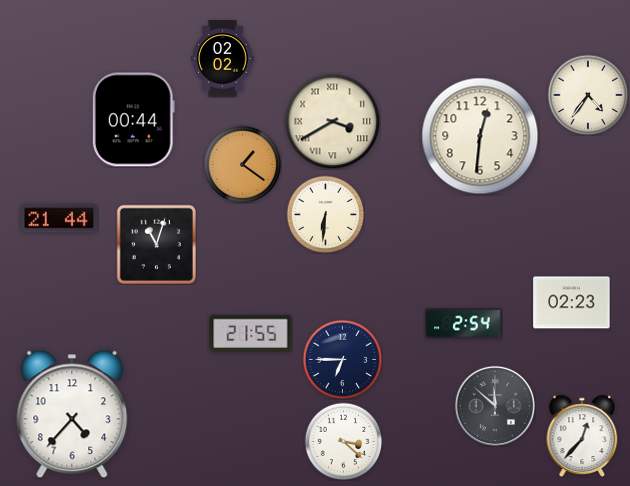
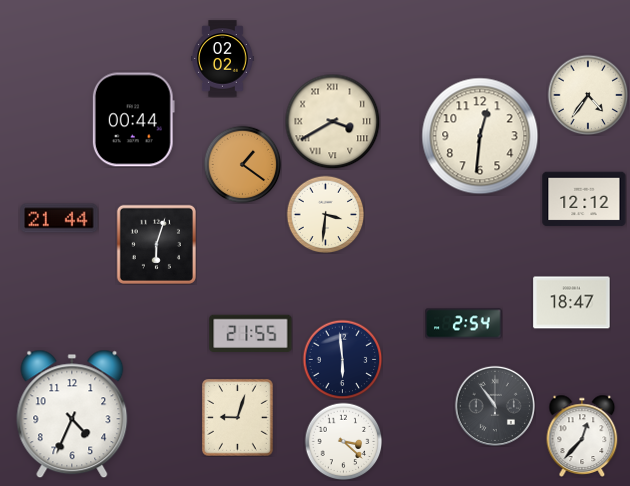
clock at (584, 199): none -> 12:12
clock at (325, 214): 6:31 -> 3:31
clock at (156, 244): 11:03 -> 6:03
clock at (572, 303): 02:23 -> 18:47
clock at (342, 359): 6:45 -> 5:59
clock at (494, 405): 11:52 -> 10:54
clock at (72, 414): 4:37 -> 4:34
clock at (238, 418): none -> 9:03
